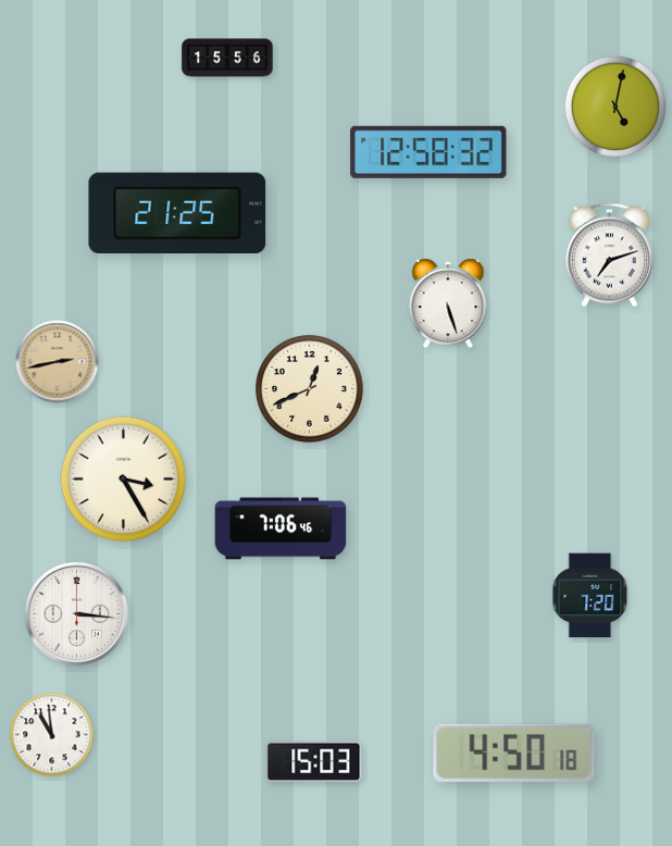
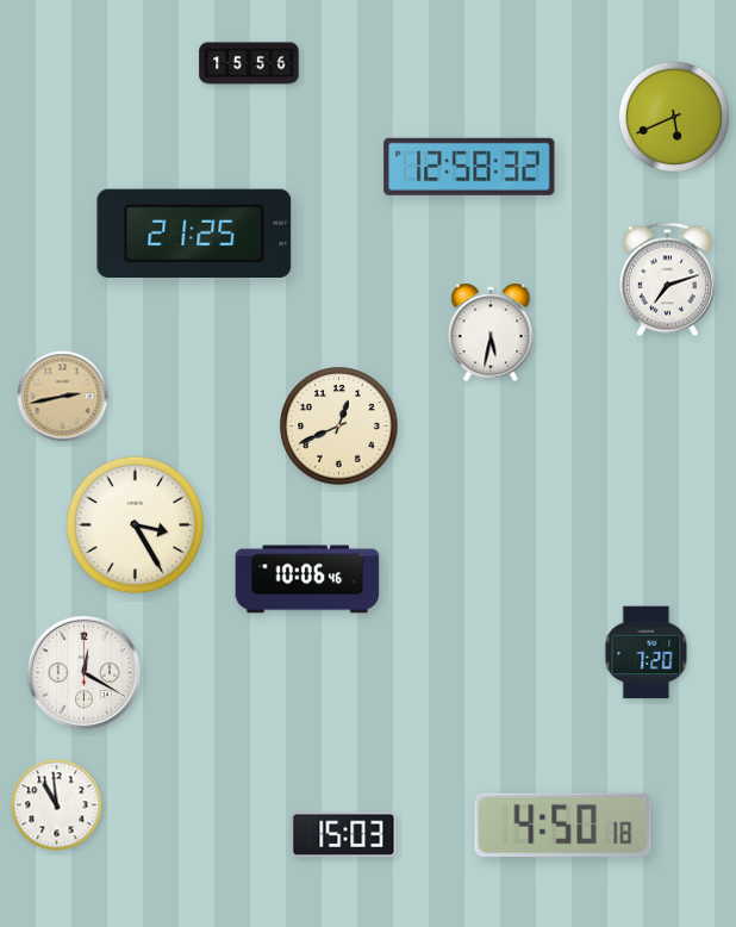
clock at (615, 107): 5:02 -> 5:41
clock at (448, 303): 5:27 -> 5:32
clock at (281, 528): 7:06 -> 10:06
clock at (76, 613): 3:16 -> 12:20
